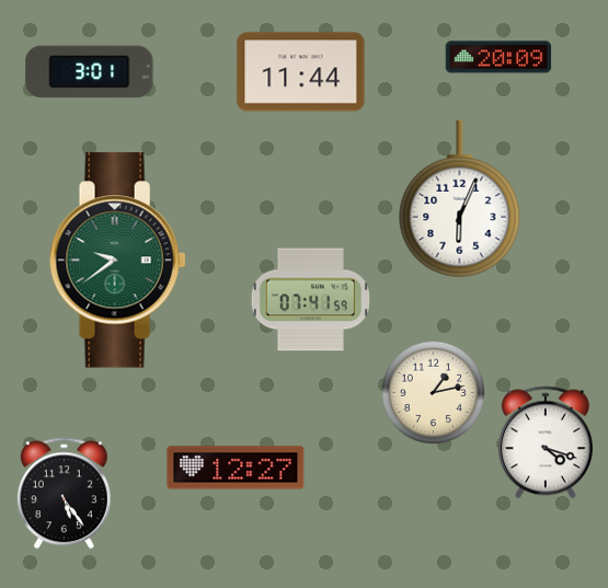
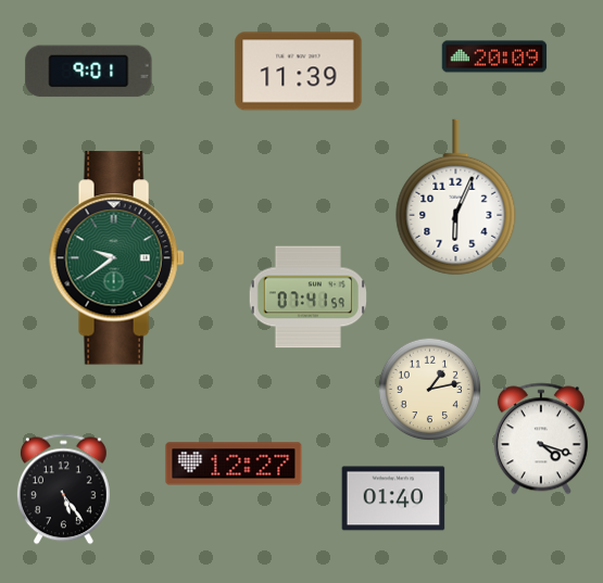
clock at (90, 72): 3:01 -> 9:01
clock at (301, 72): 11:44 -> 11:39
clock at (393, 498): none -> 01:40
